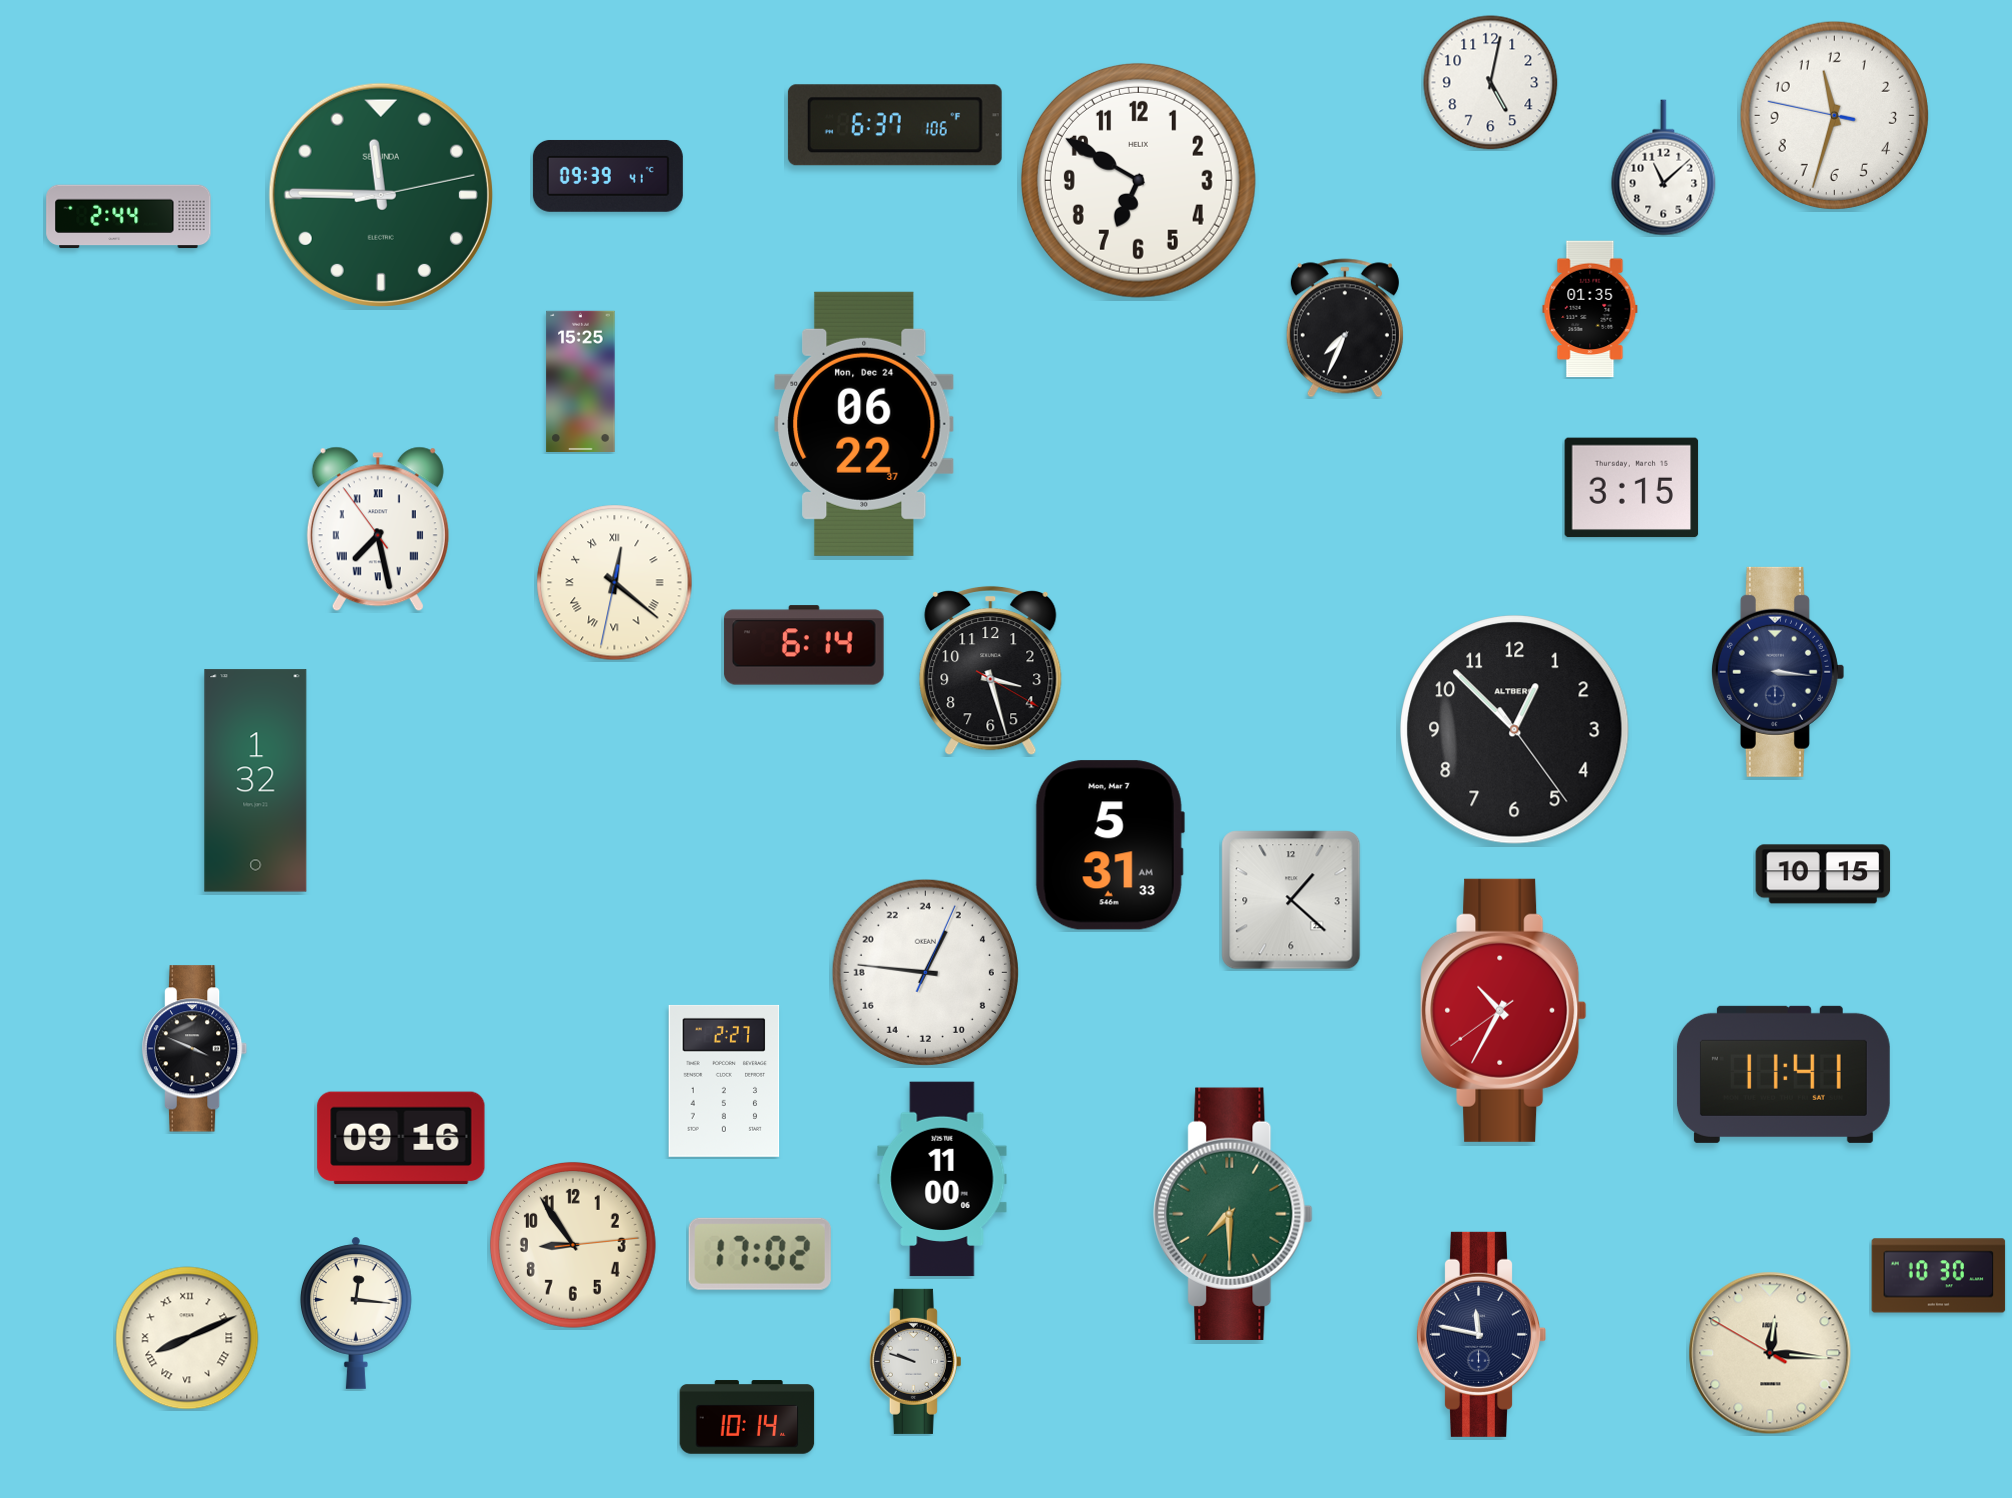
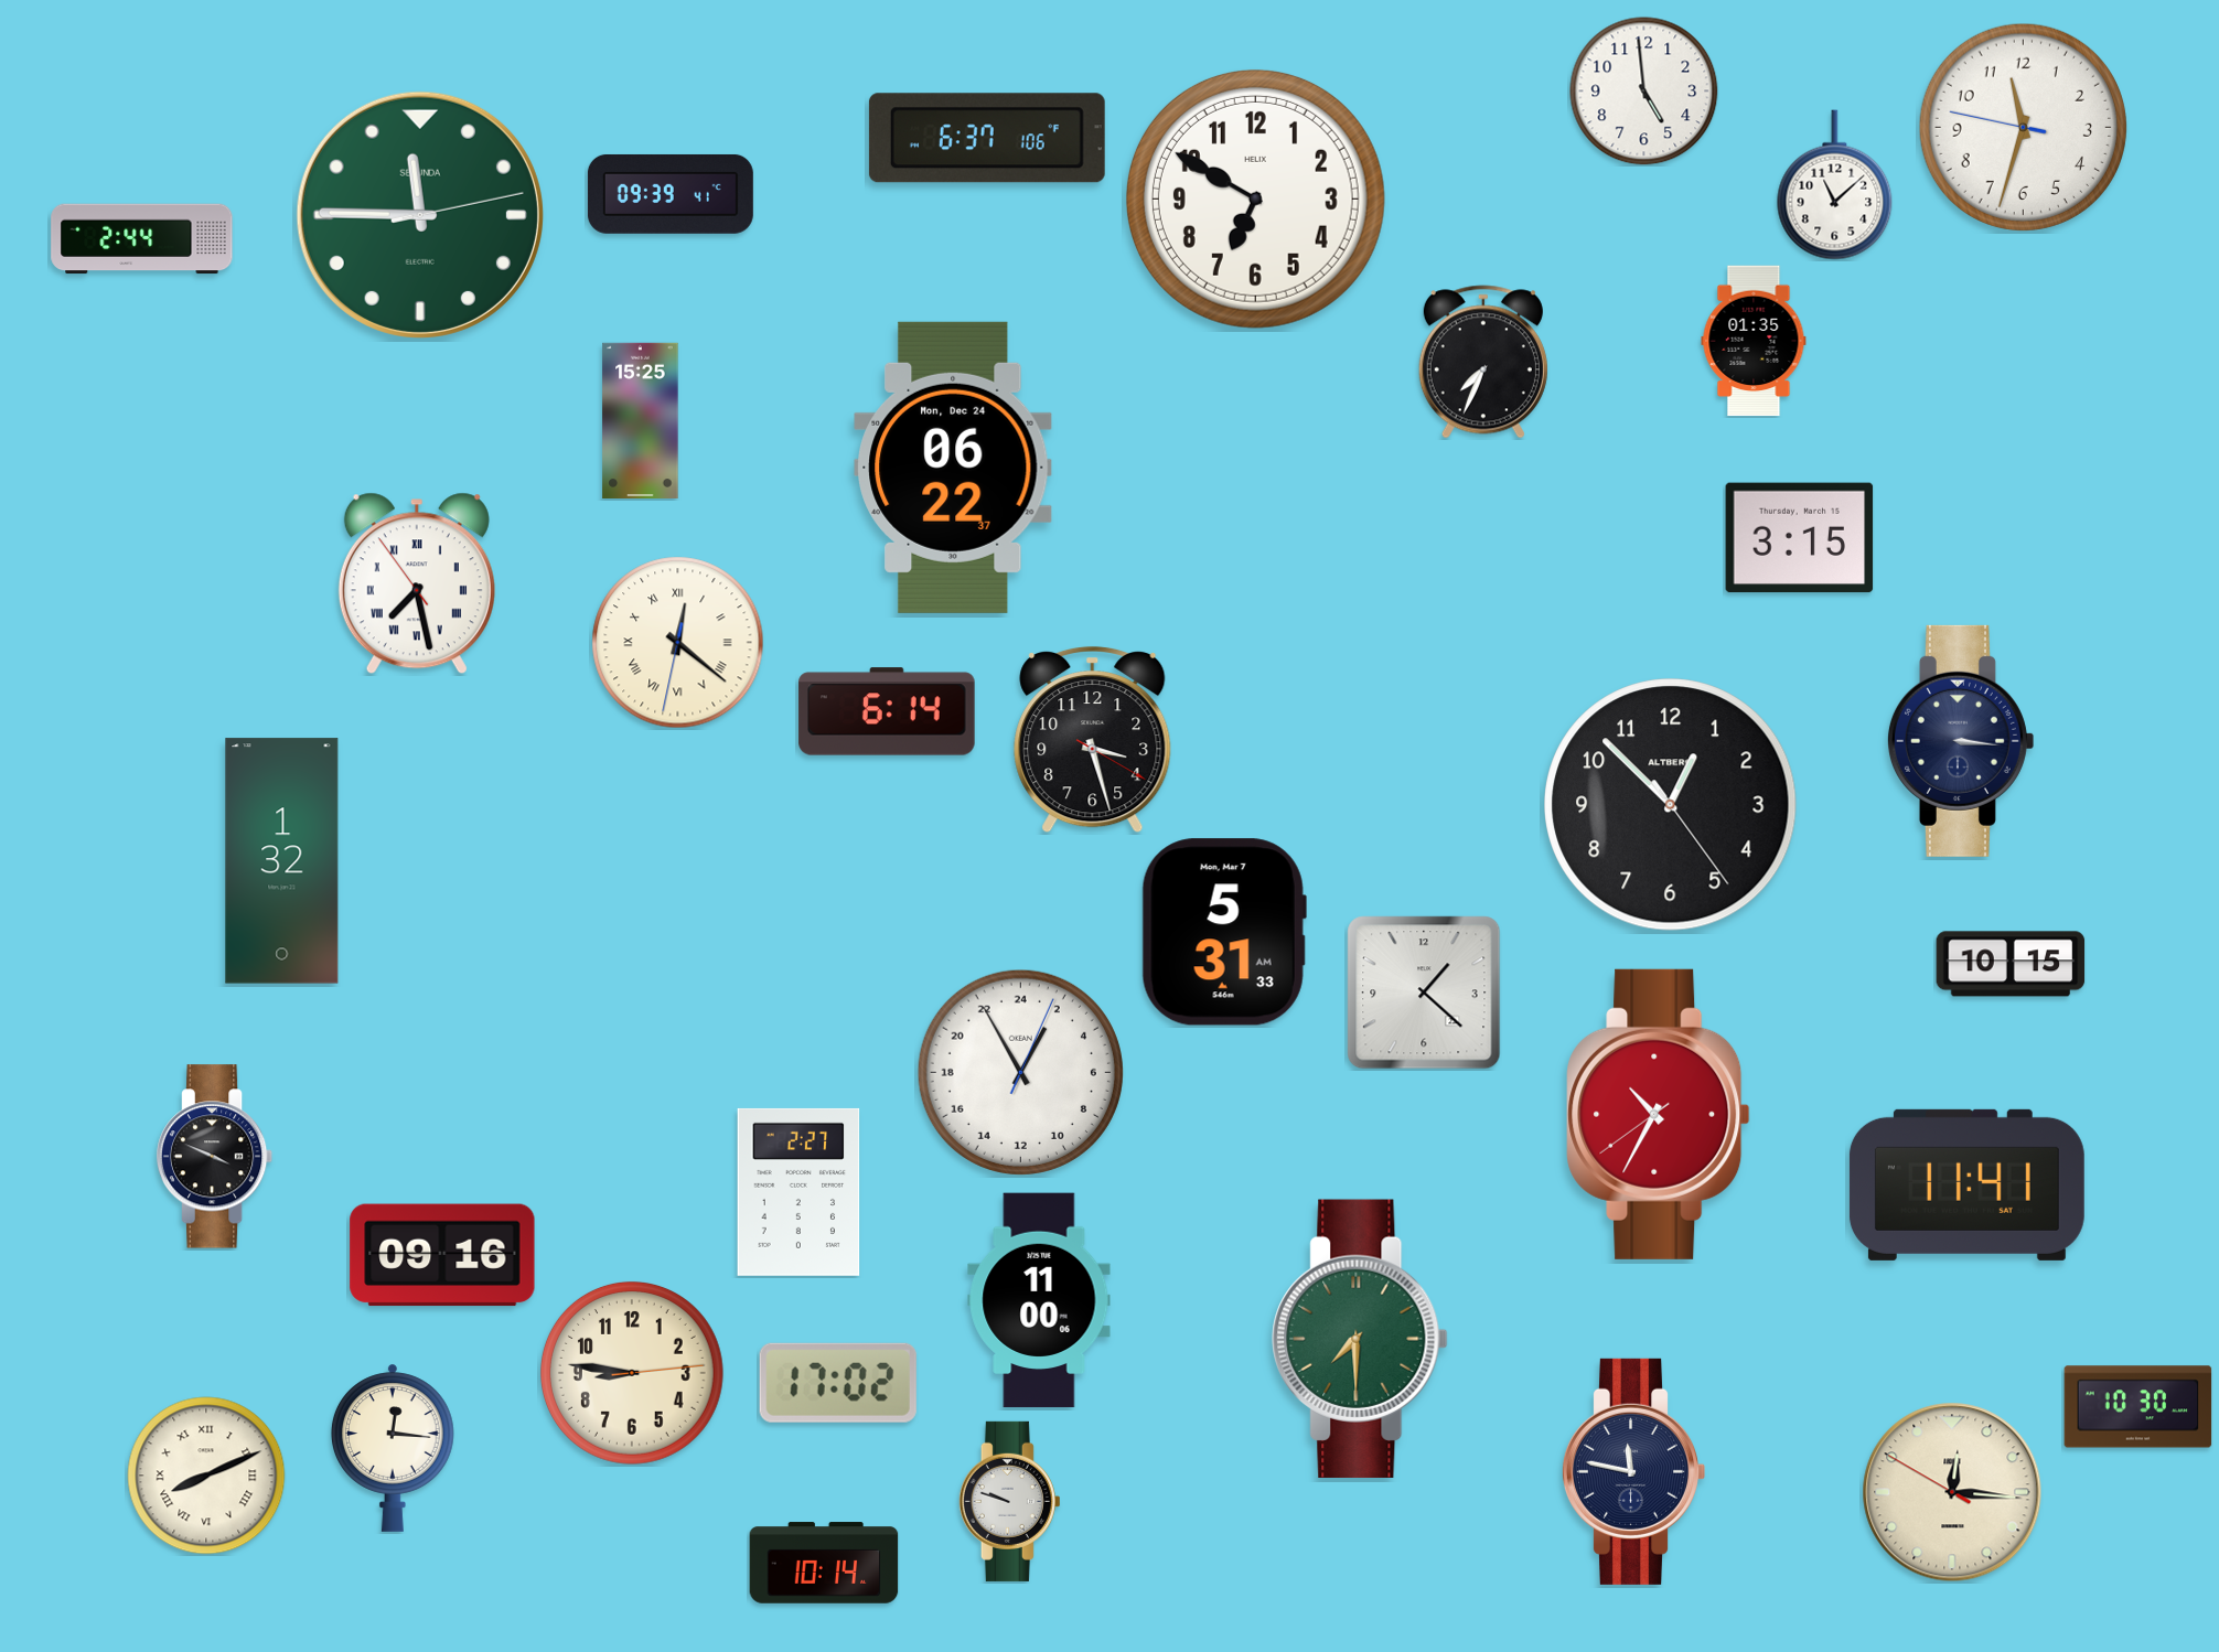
clock at (1491, 83): 5:02 -> 4:59
clock at (925, 972): 1:46 -> 1:55
clock at (573, 1245): 8:54 -> 8:46
